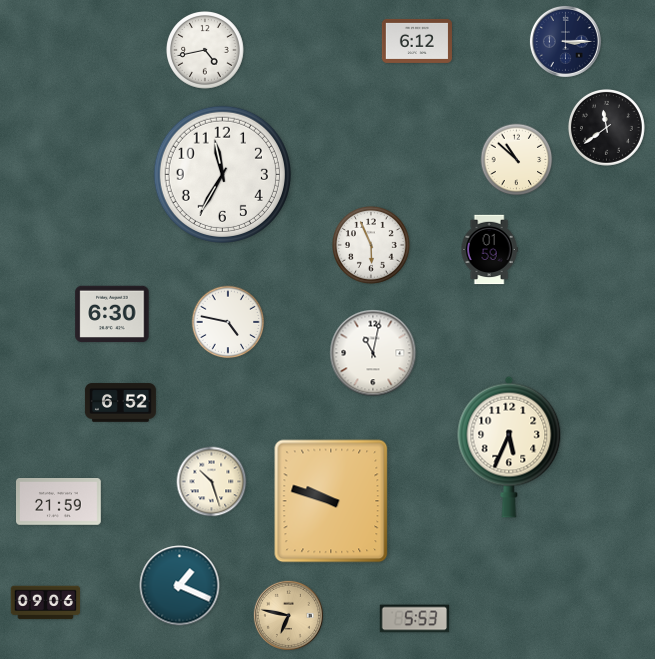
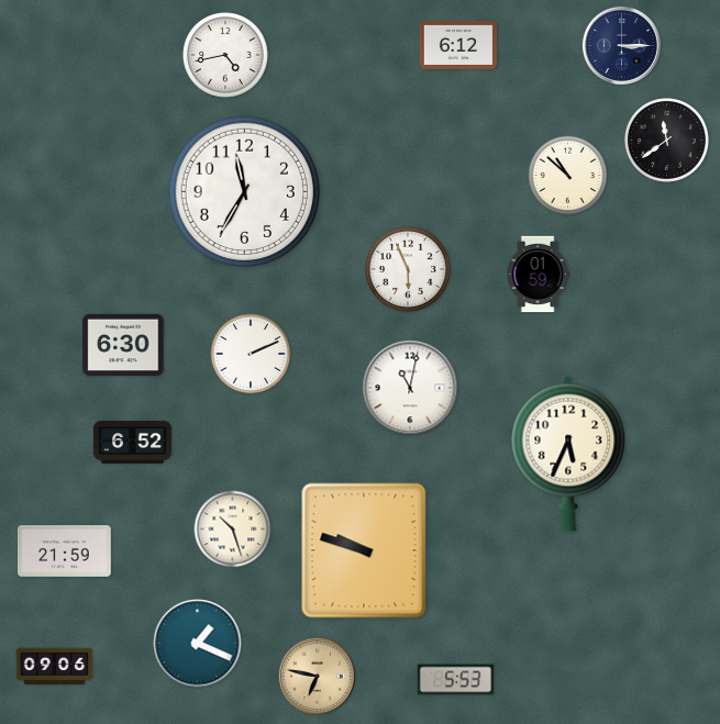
clock at (228, 322): 4:47 -> 2:11
clock at (509, 447) position: (509, 447) -> (568, 454)
clock at (46, 603) position: (46, 603) -> (55, 667)
